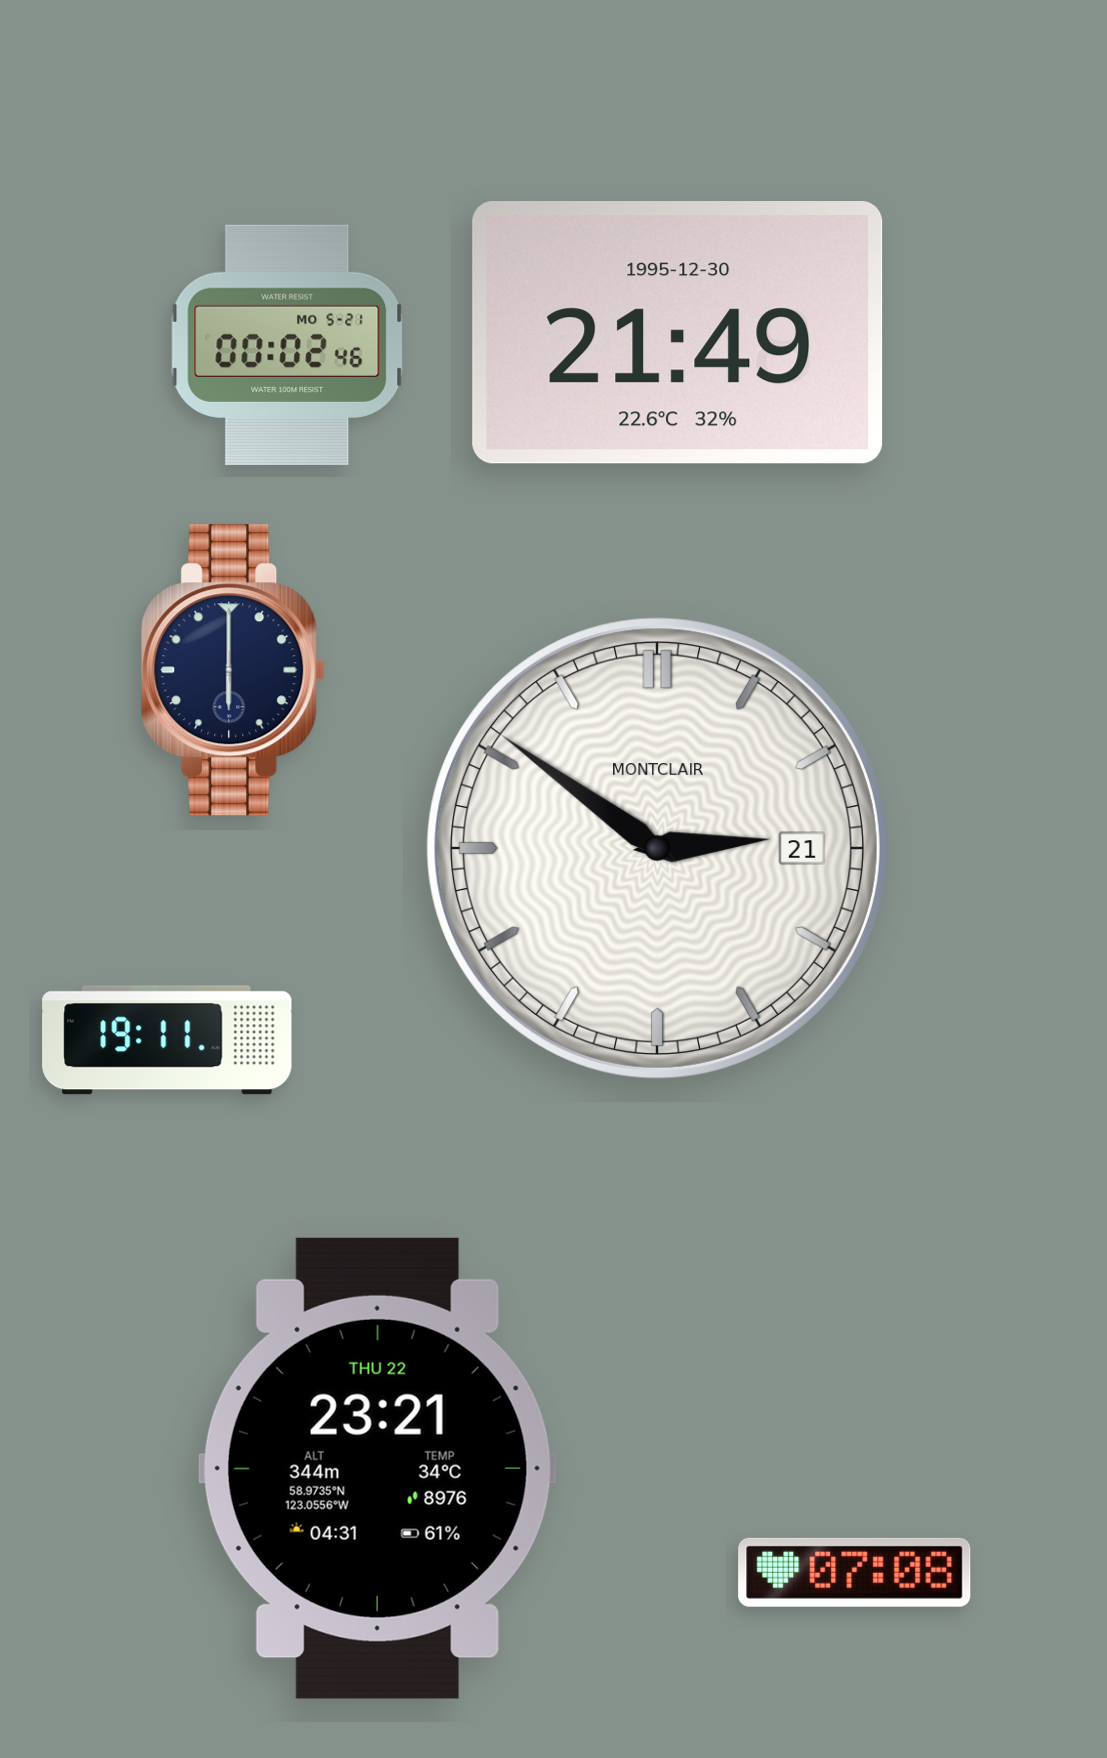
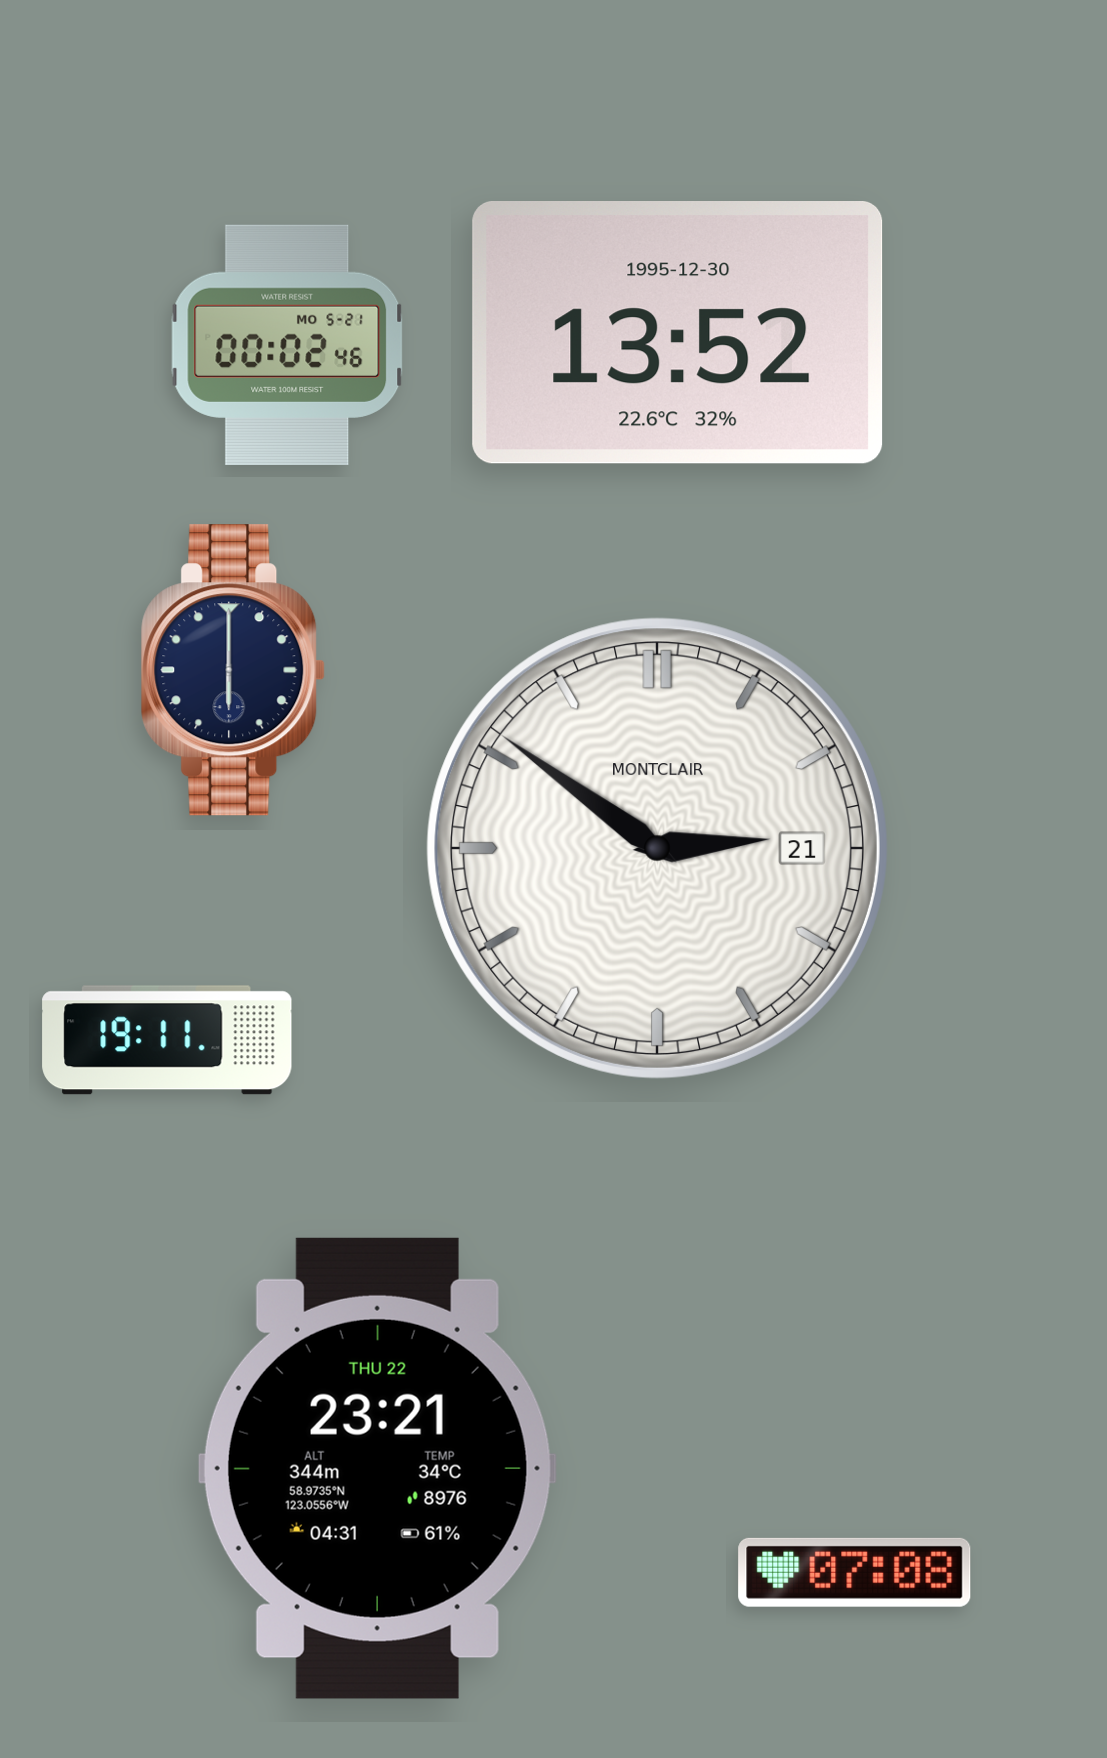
clock at (678, 333): 21:49 -> 13:52
